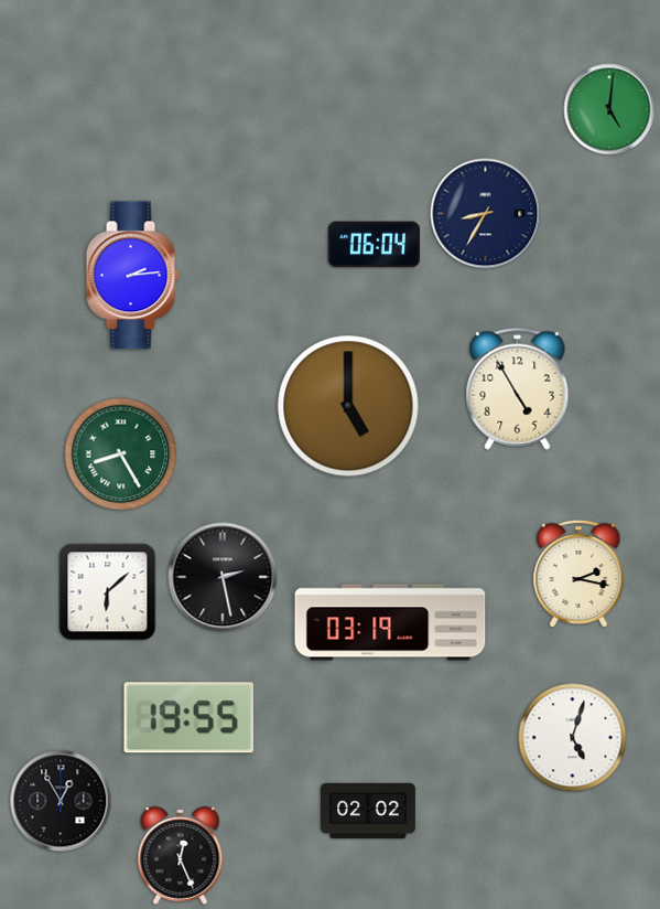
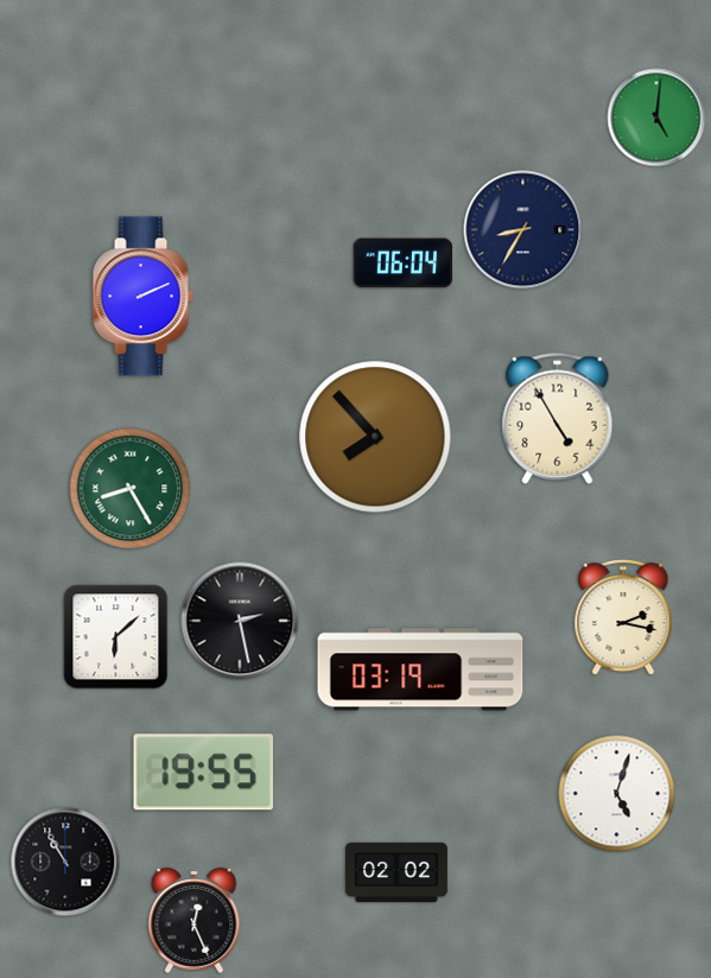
clock at (132, 276): 2:14 -> 2:11
clock at (348, 406): 5:00 -> 7:53
clock at (61, 801): 12:55 -> 10:55
